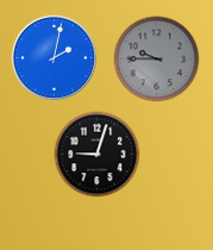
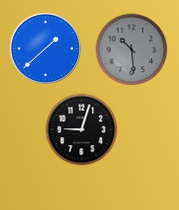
clock at (54, 57): 2:02 -> 1:38
clock at (157, 60): 9:45 -> 10:29
